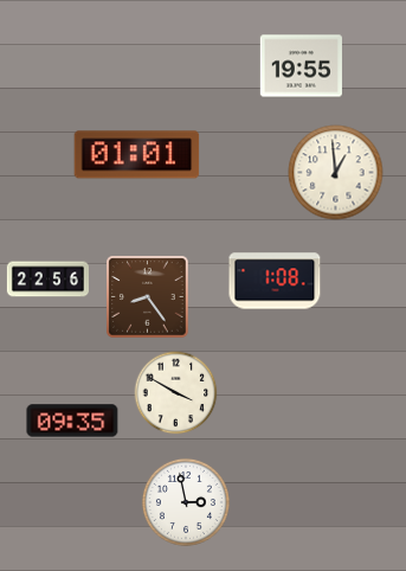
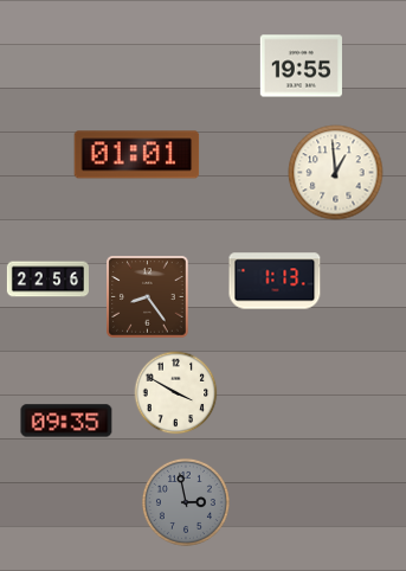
clock at (275, 281): 1:08 -> 1:13
clock at (72, 421) position: (72, 421) -> (66, 421)
clock at (186, 502) dial: white -> grey
